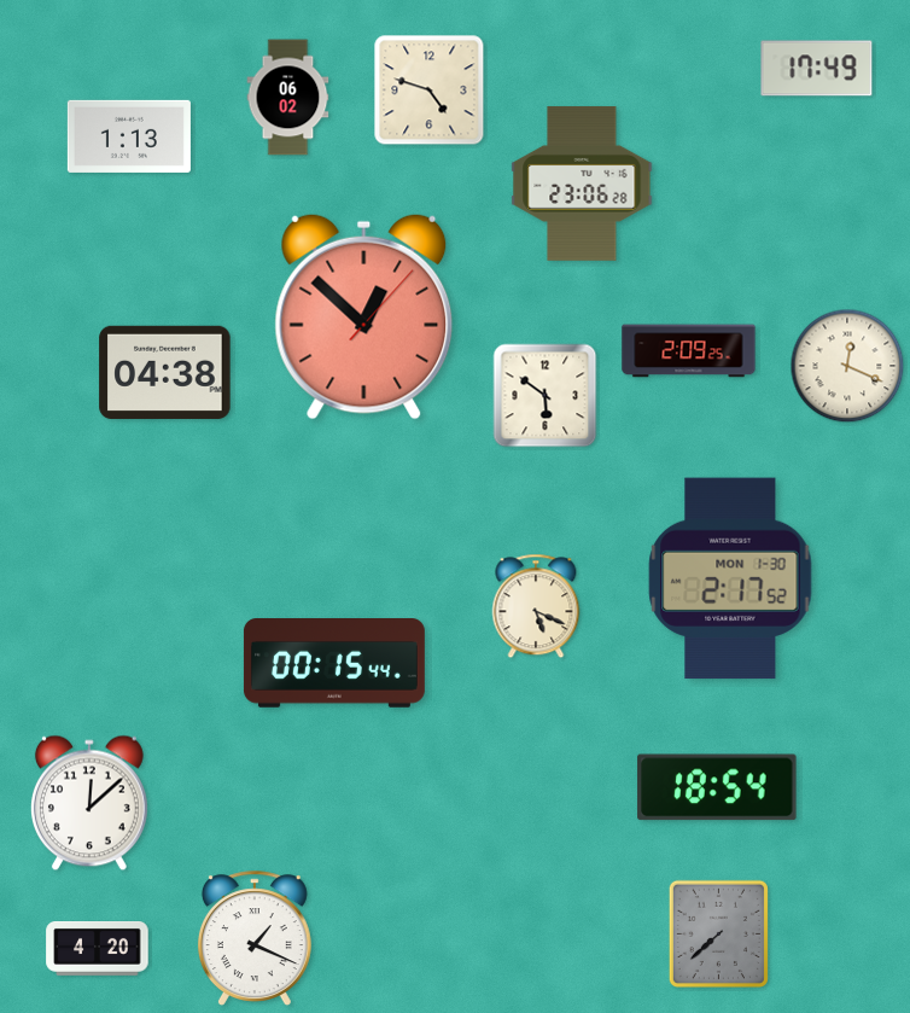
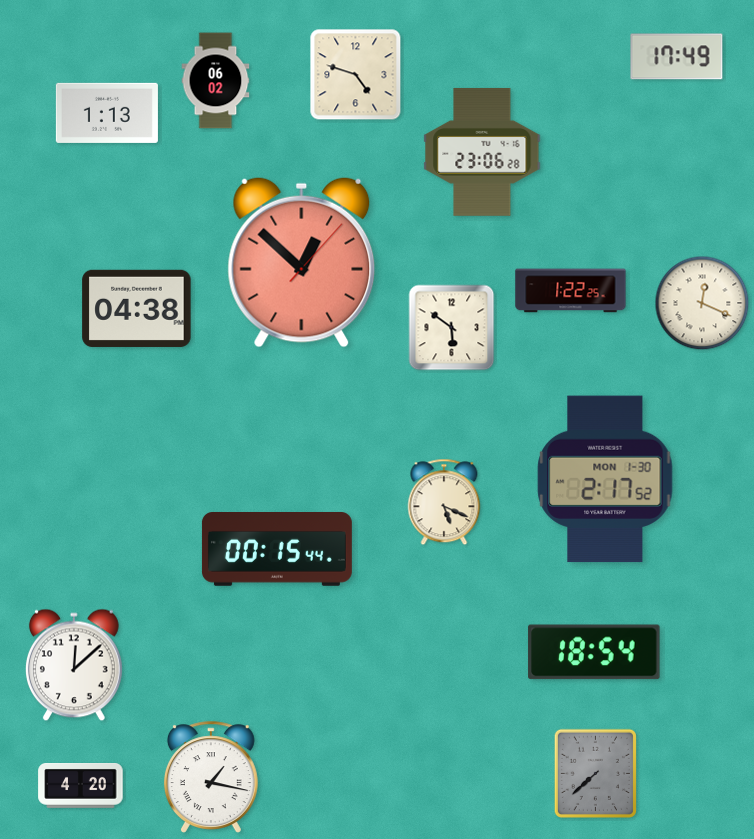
clock at (288, 98) position: (288, 98) -> (216, 81)
clock at (689, 351): 2:09 -> 1:22
clock at (255, 938): 1:19 -> 1:17
